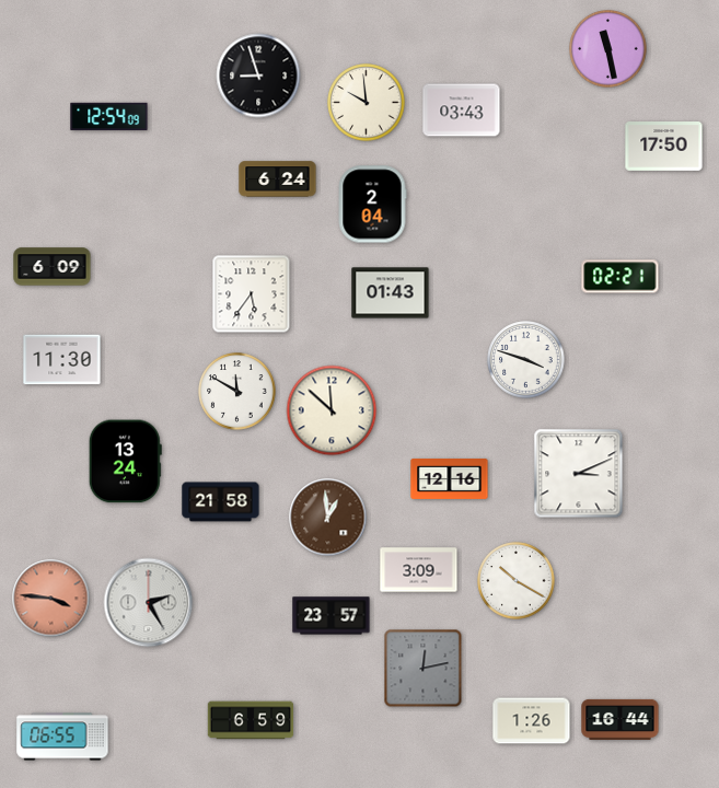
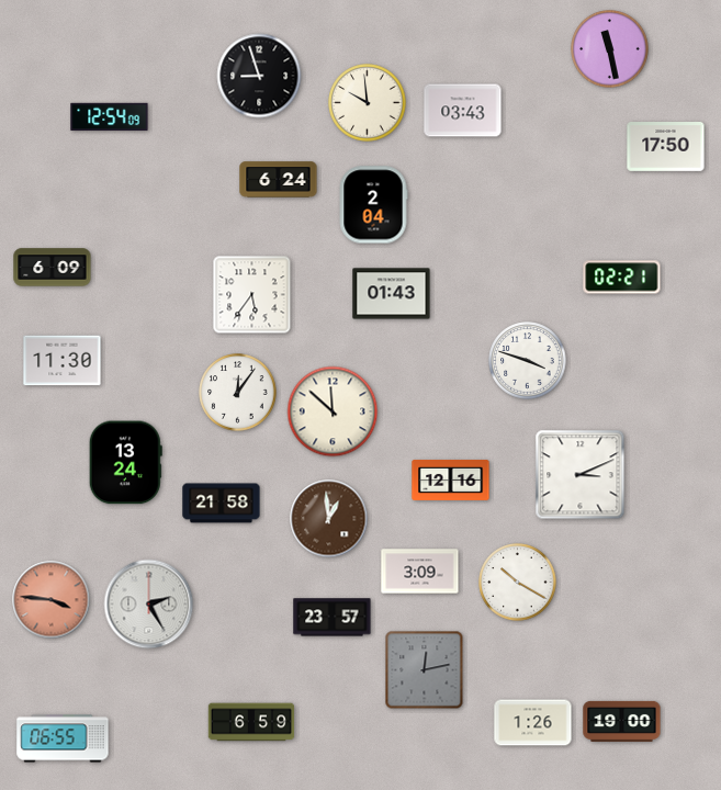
clock at (237, 392): 11:50 -> 12:06
clock at (621, 719): 16:44 -> 19:00
